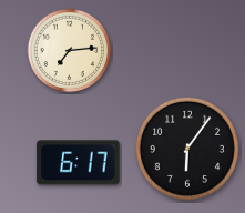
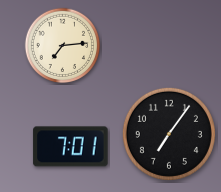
clock at (187, 149): 6:06 -> 7:06
clock at (79, 163): 6:17 -> 7:01
